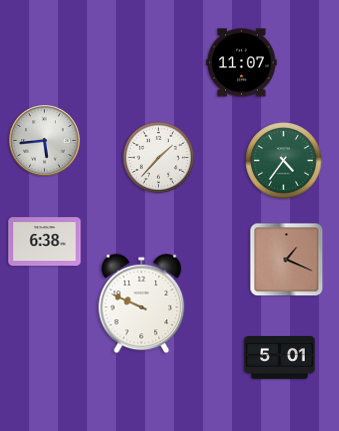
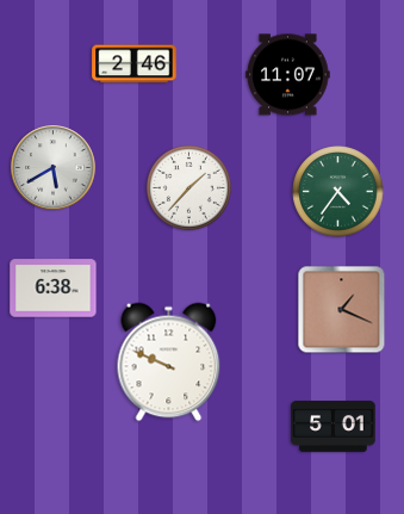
clock at (135, 64): none -> 2:46
clock at (45, 141): 5:44 -> 5:40
